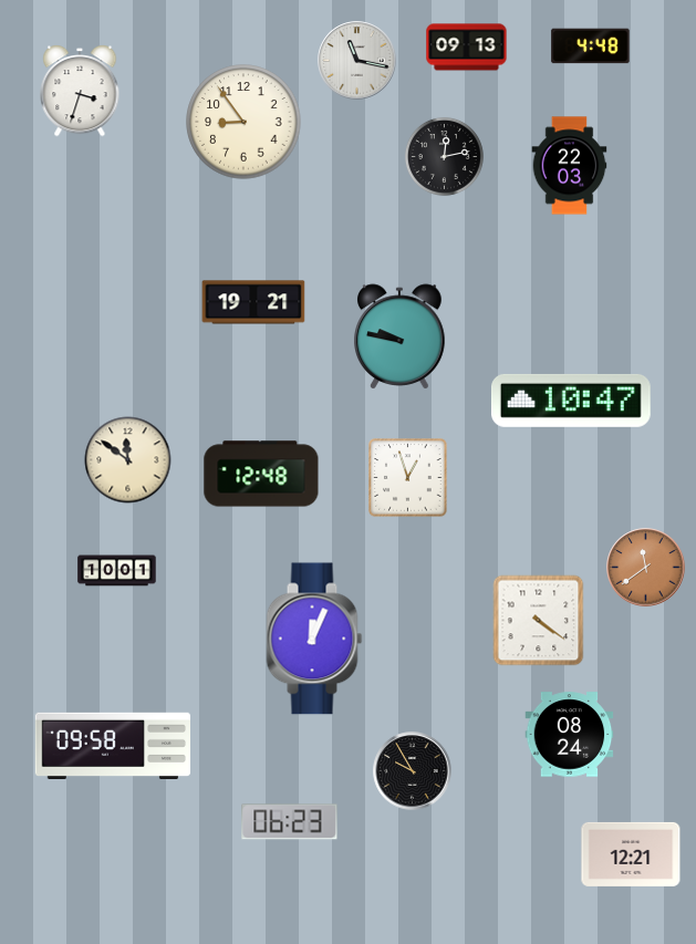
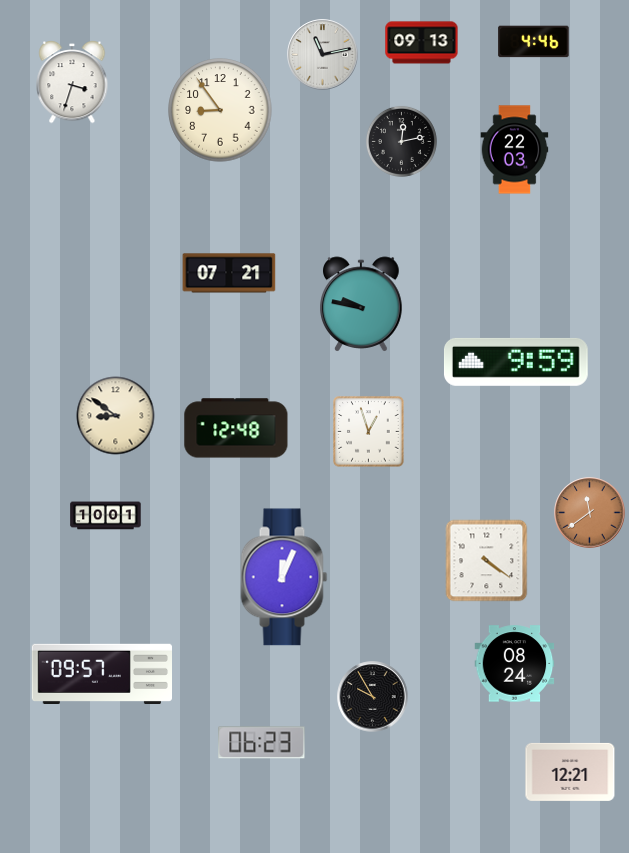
clock at (591, 46): 4:48 -> 4:46
clock at (357, 61): 11:17 -> 11:13
clock at (253, 302): 19:21 -> 07:21
clock at (571, 401): 10:47 -> 9:59
clock at (128, 460): 11:51 -> 8:51
clock at (646, 568) position: (646, 568) -> (590, 513)
clock at (112, 745): 09:58 -> 09:57
